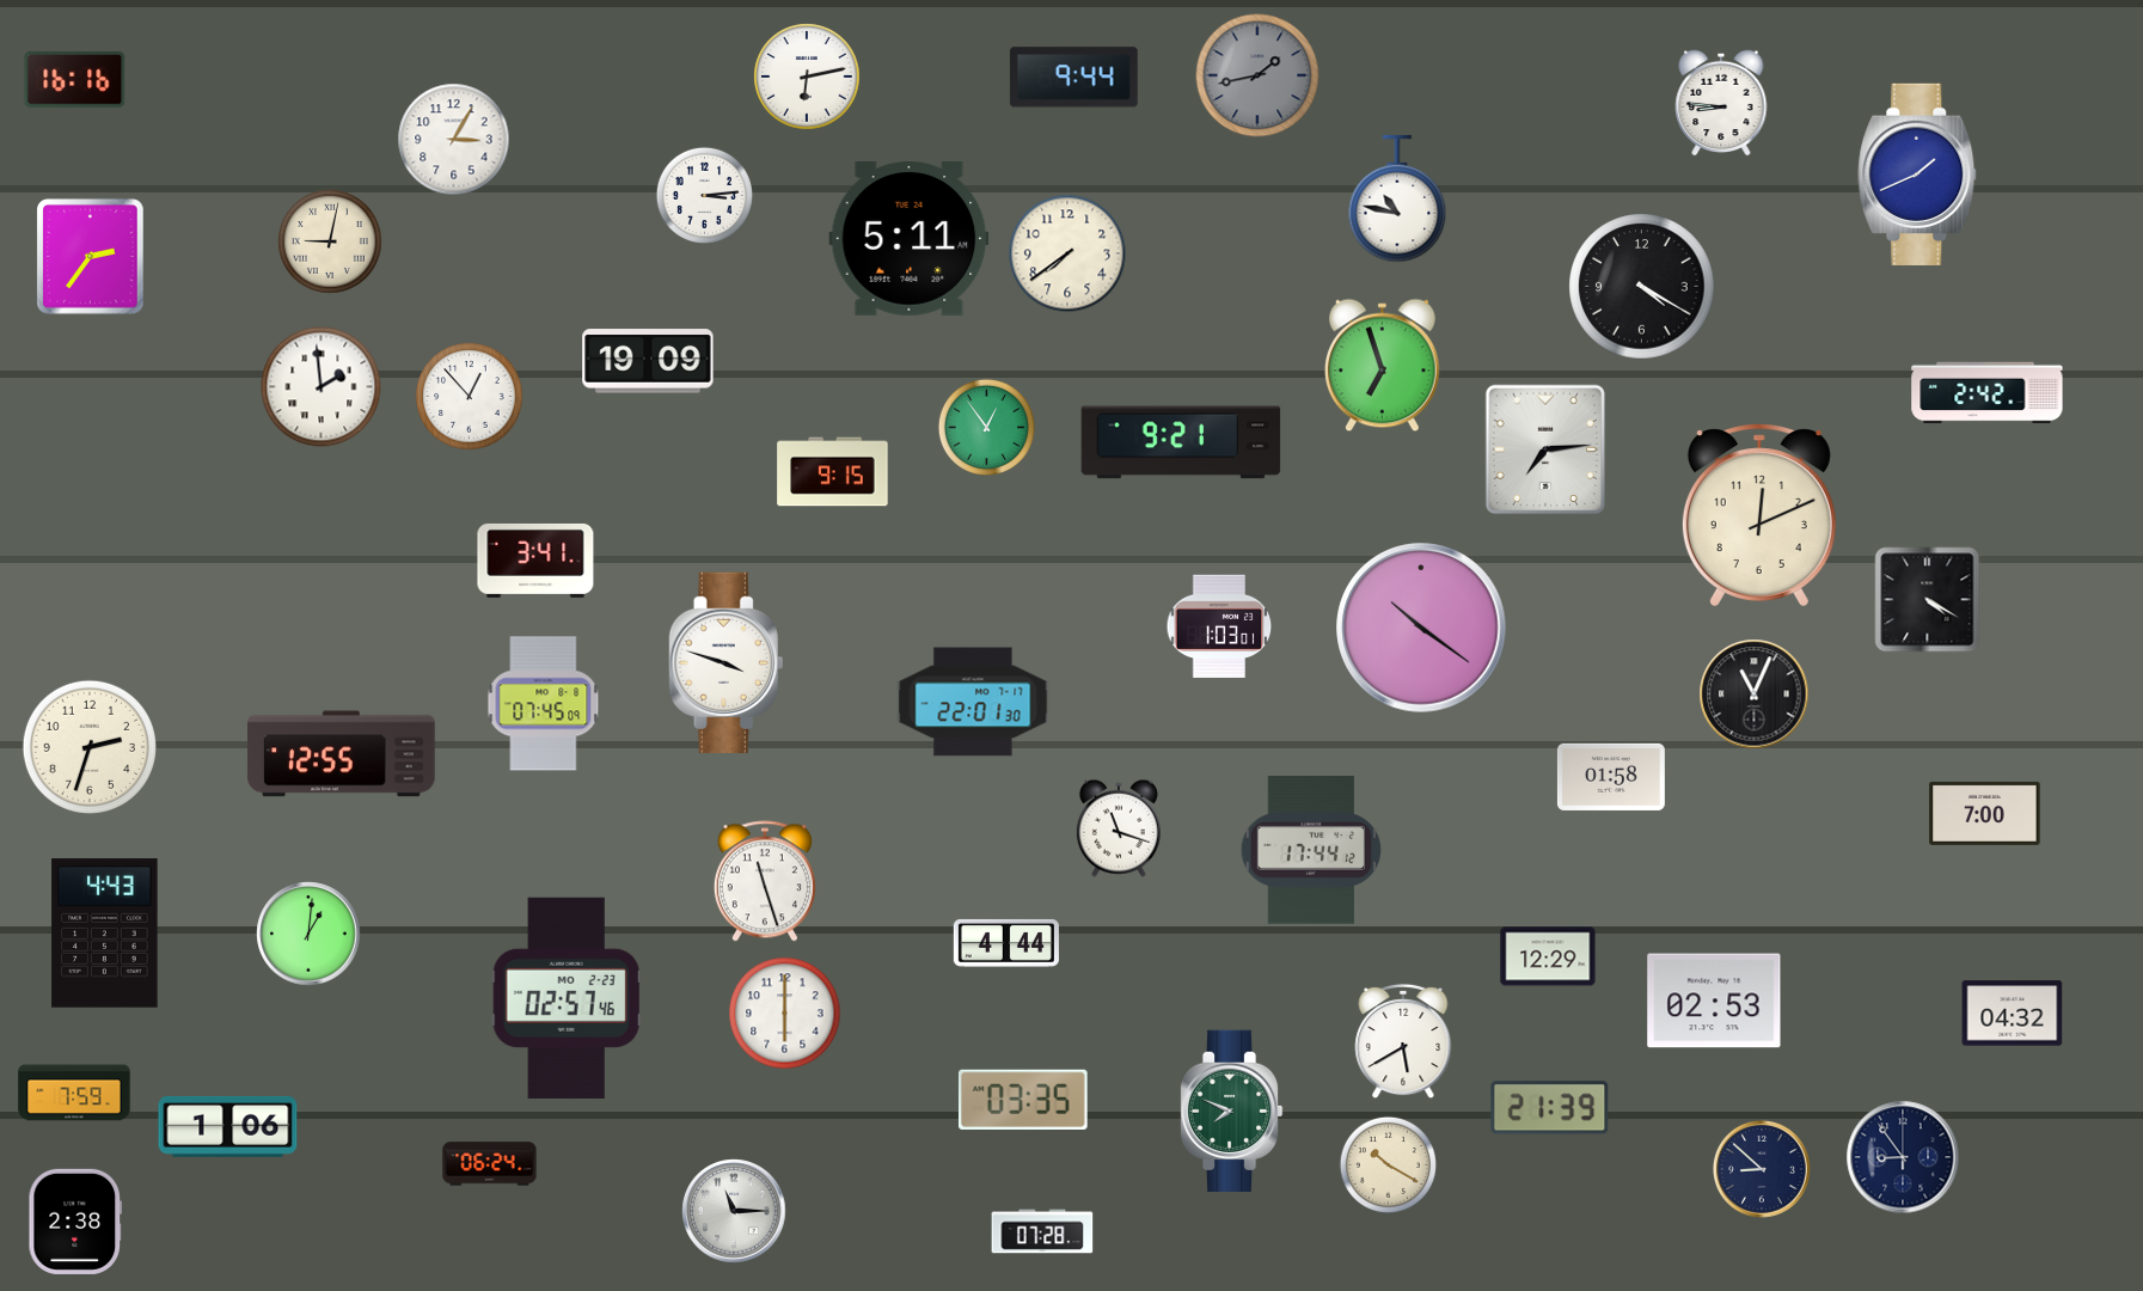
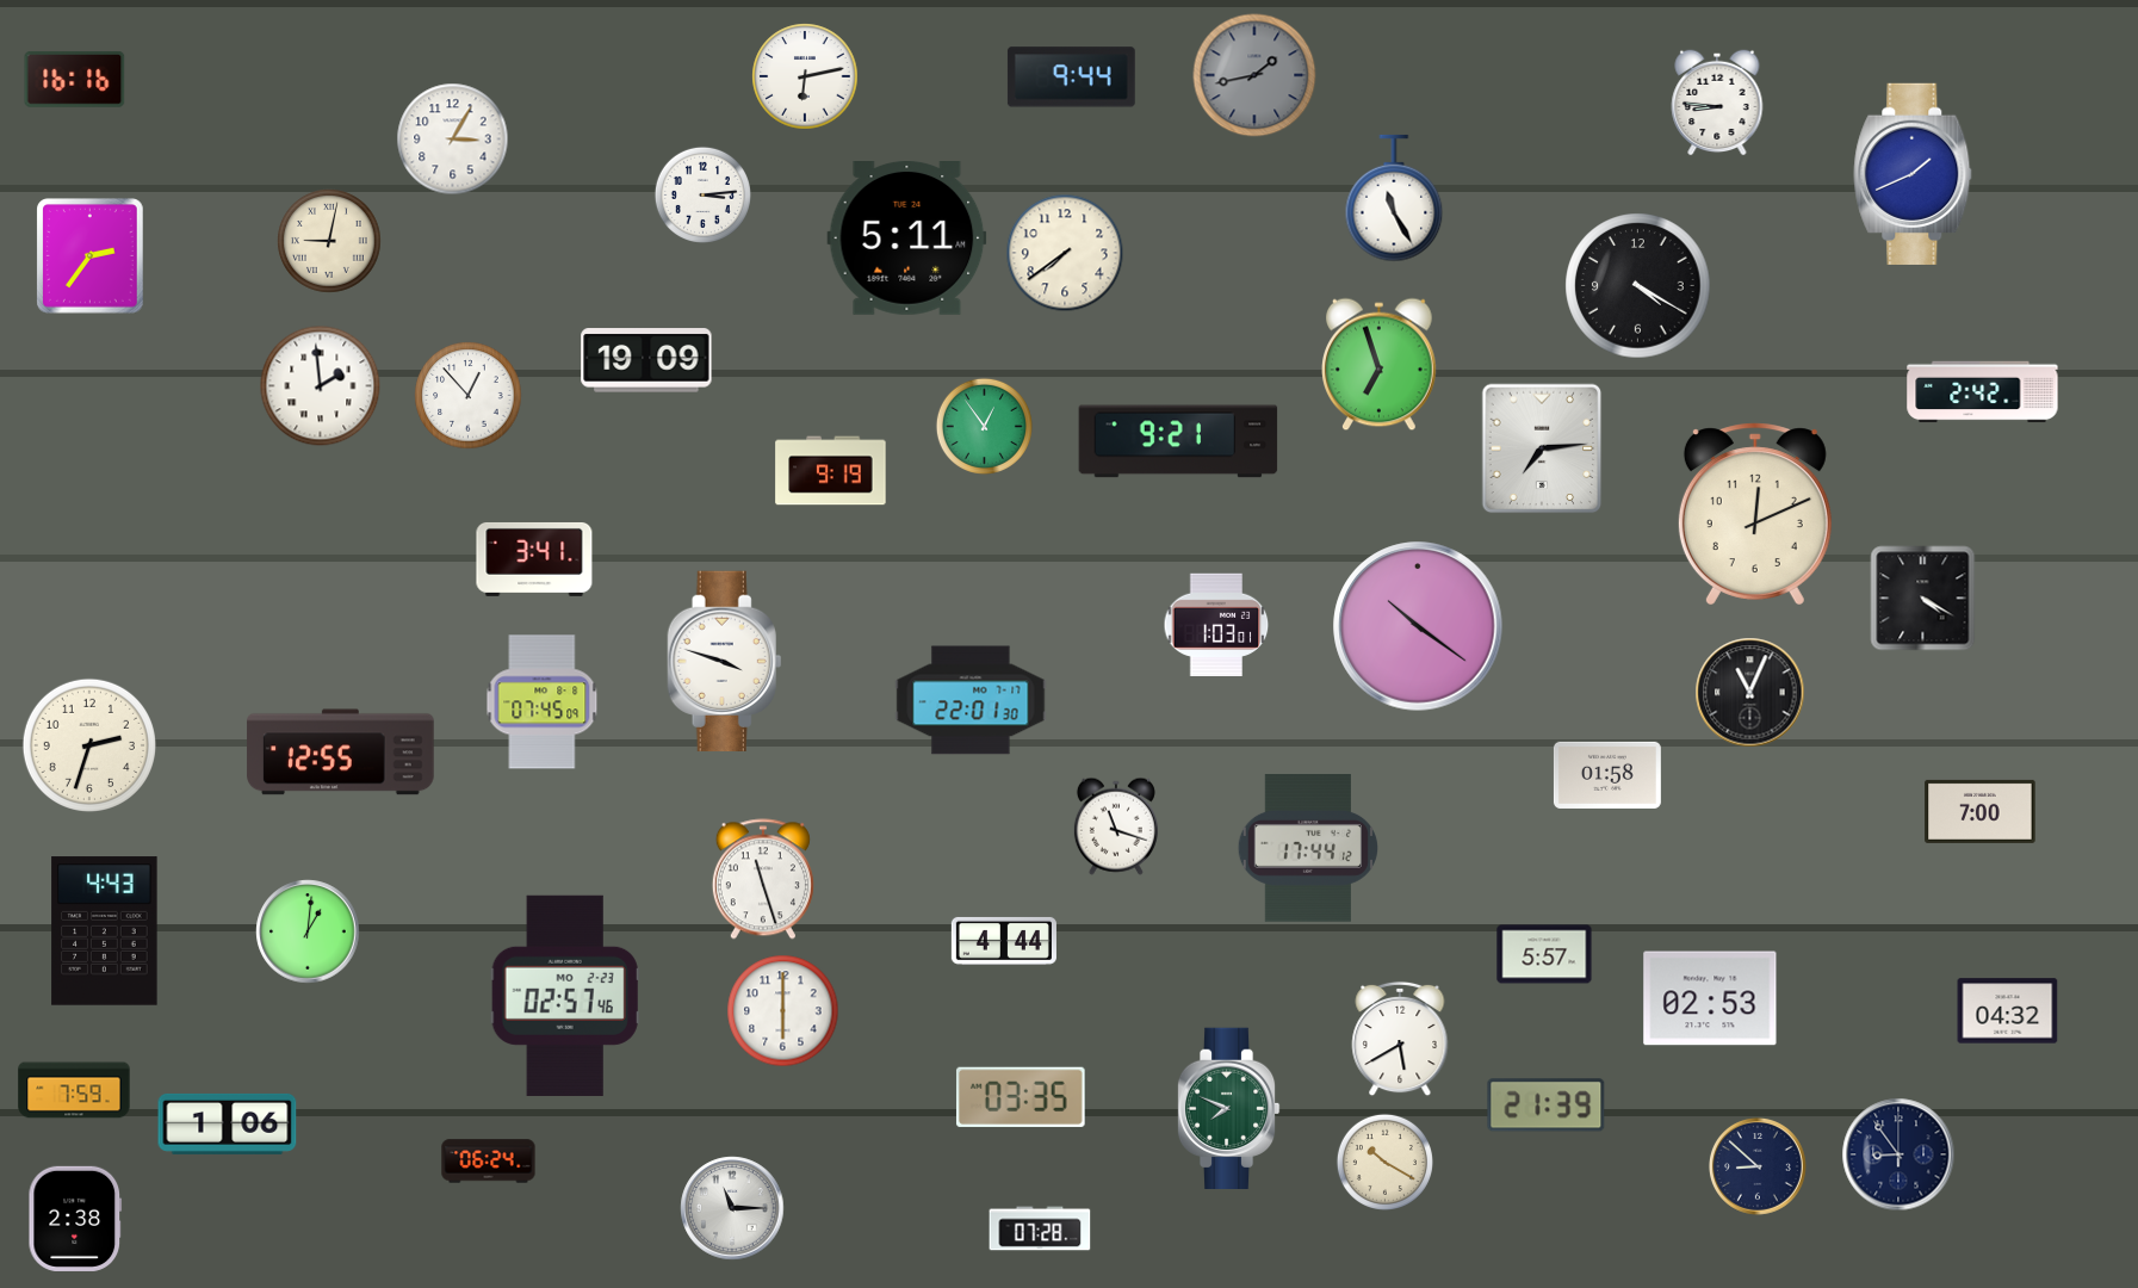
clock at (1397, 198): 10:47 -> 11:25
clock at (833, 472): 9:15 -> 9:19
clock at (1548, 956): 12:29 -> 5:57
